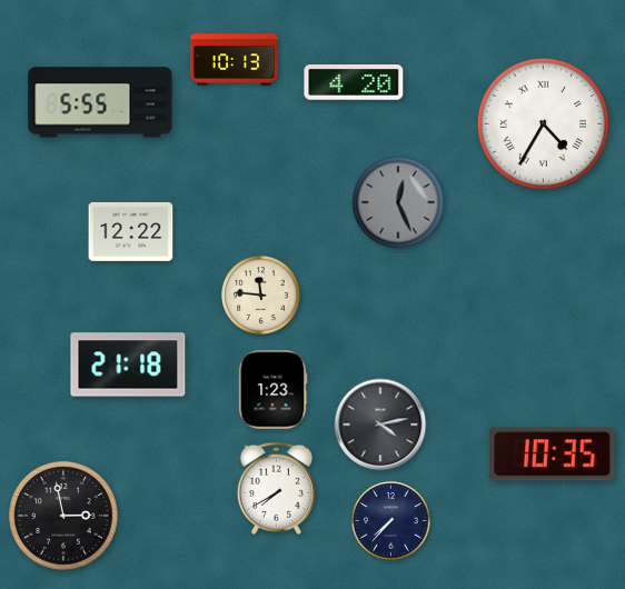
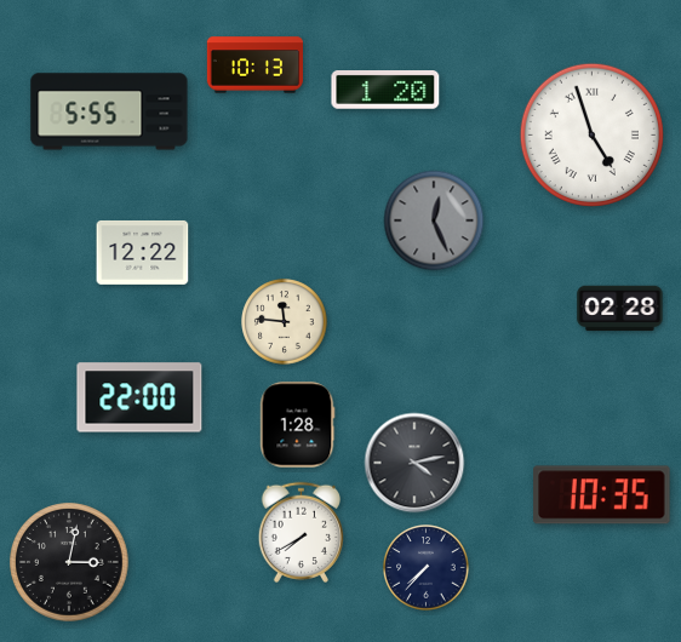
clock at (354, 83): 4:20 -> 1:20
clock at (543, 123): 4:35 -> 4:57
clock at (620, 309): none -> 02:28
clock at (128, 365): 21:18 -> 22:00
clock at (272, 390): 1:23 -> 1:28
clock at (63, 516): 2:58 -> 3:02
